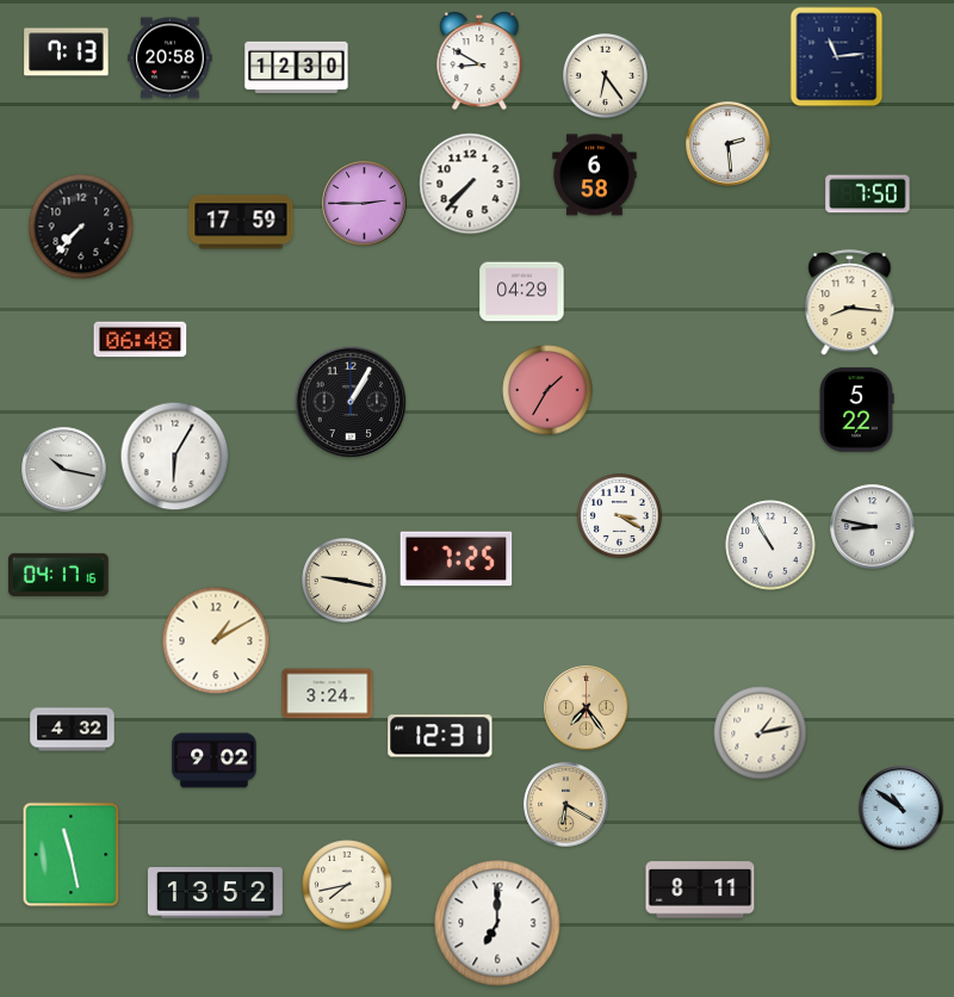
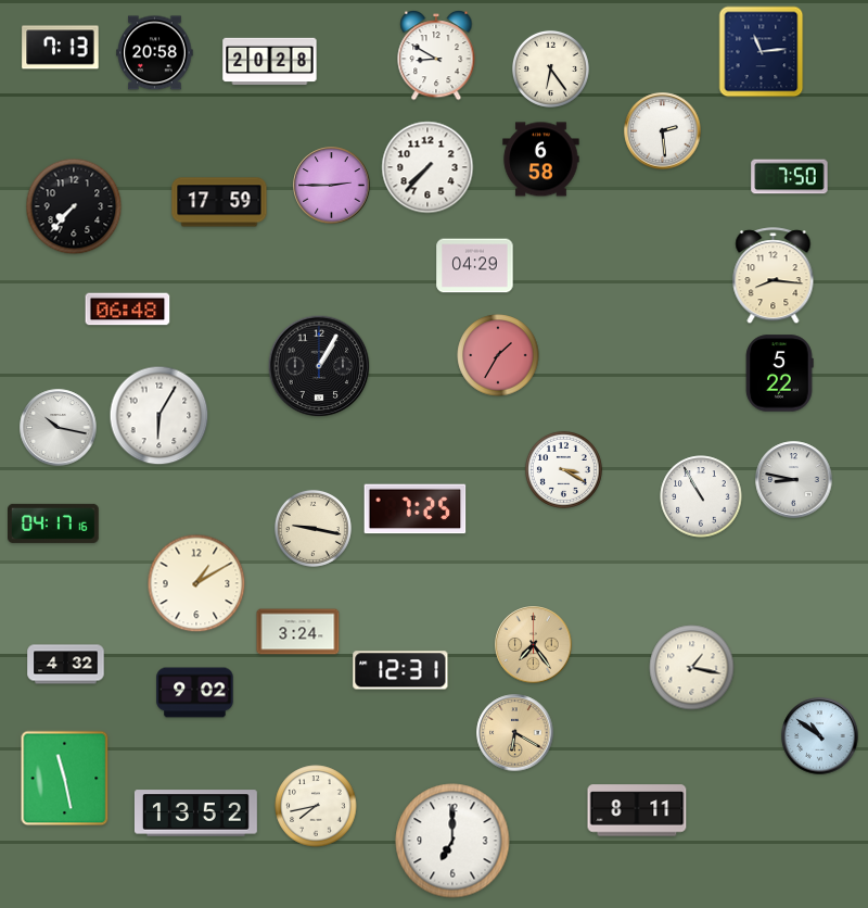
clock at (297, 68): 12:30 -> 20:28
clock at (761, 733): 1:13 -> 1:17
